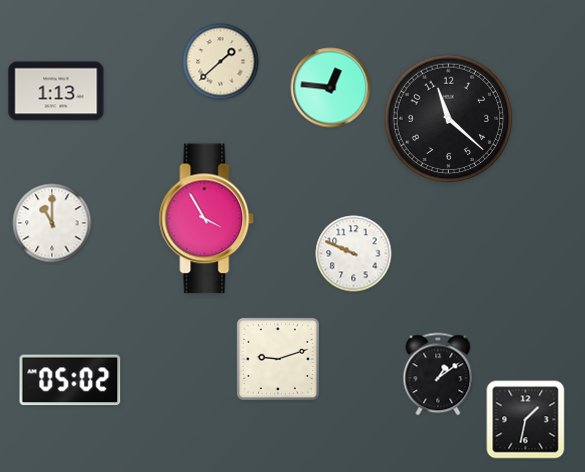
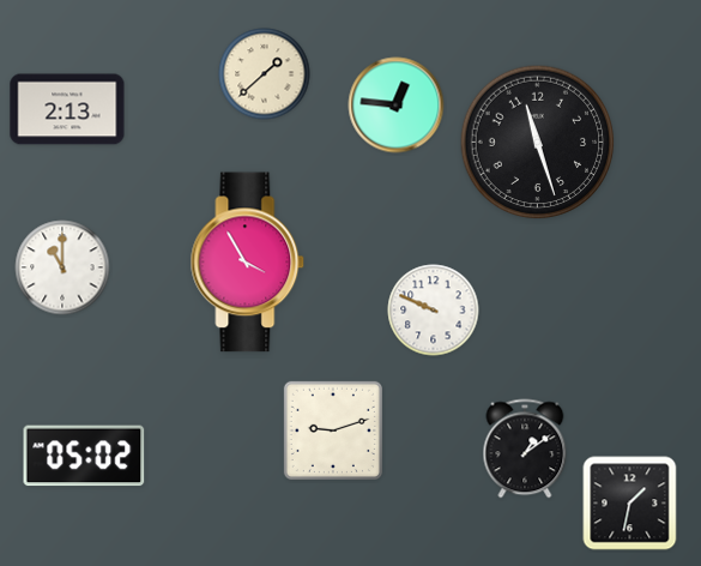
clock at (56, 91): 1:13 -> 2:13
clock at (449, 119): 11:22 -> 11:27
clock at (354, 254) position: (354, 254) -> (434, 311)
